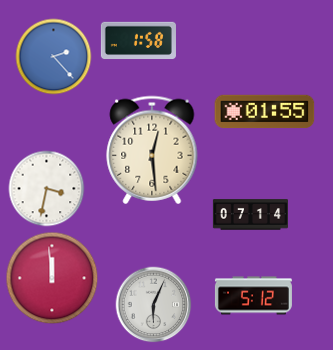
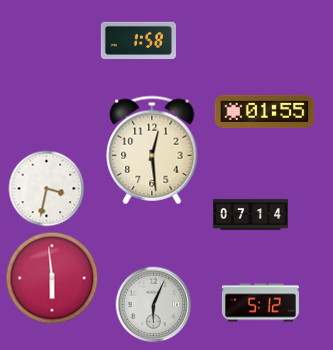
clock at (54, 57): 2:23 -> none
clock at (52, 278): 11:59 -> 5:59
clock at (253, 296) position: (253, 296) -> (260, 303)
